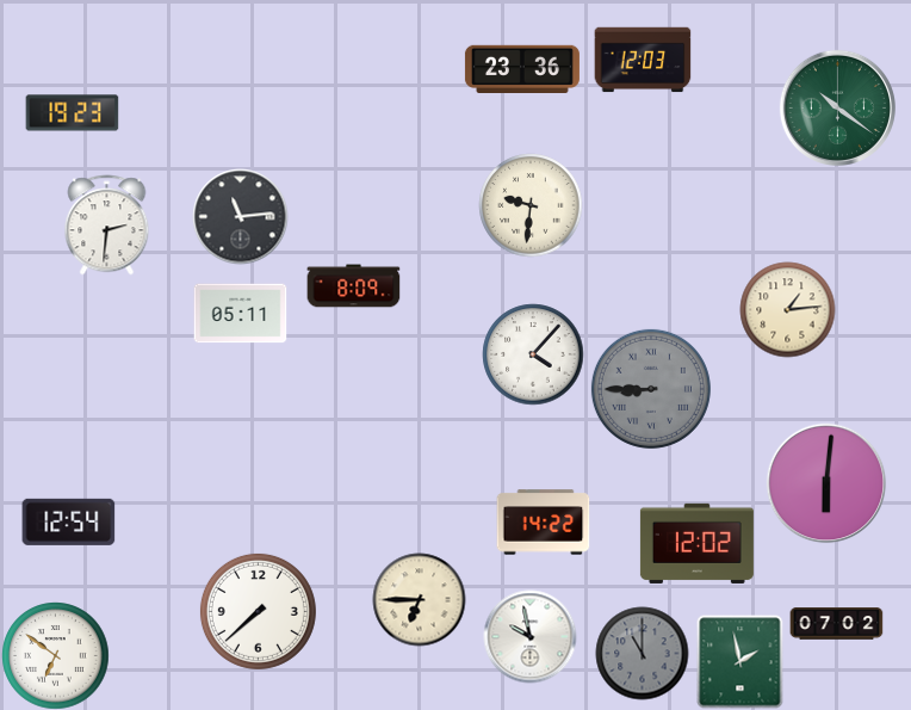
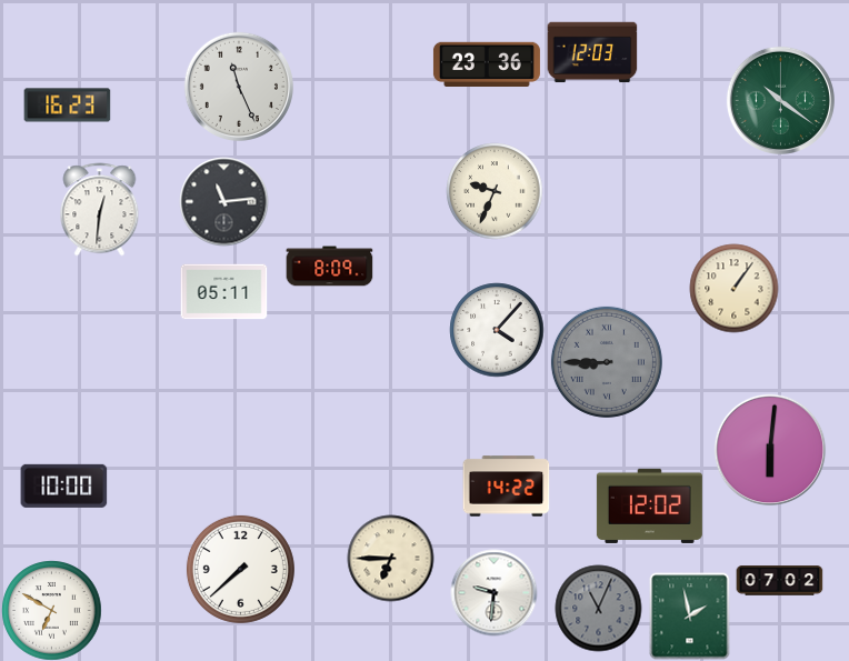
clock at (643, 60) position: (643, 60) -> (592, 52)
clock at (238, 86): none -> 11:26
clock at (72, 113): 19:23 -> 16:23
clock at (531, 205): 9:31 -> 9:34
clock at (107, 224): 2:31 -> 12:31
clock at (787, 309): 1:14 -> 1:06
clock at (68, 521): 12:54 -> 10:00
clock at (529, 636): 9:58 -> 9:31
clock at (642, 653): 11:00 -> 11:04
clock at (55, 655): 6:51 -> 6:50
